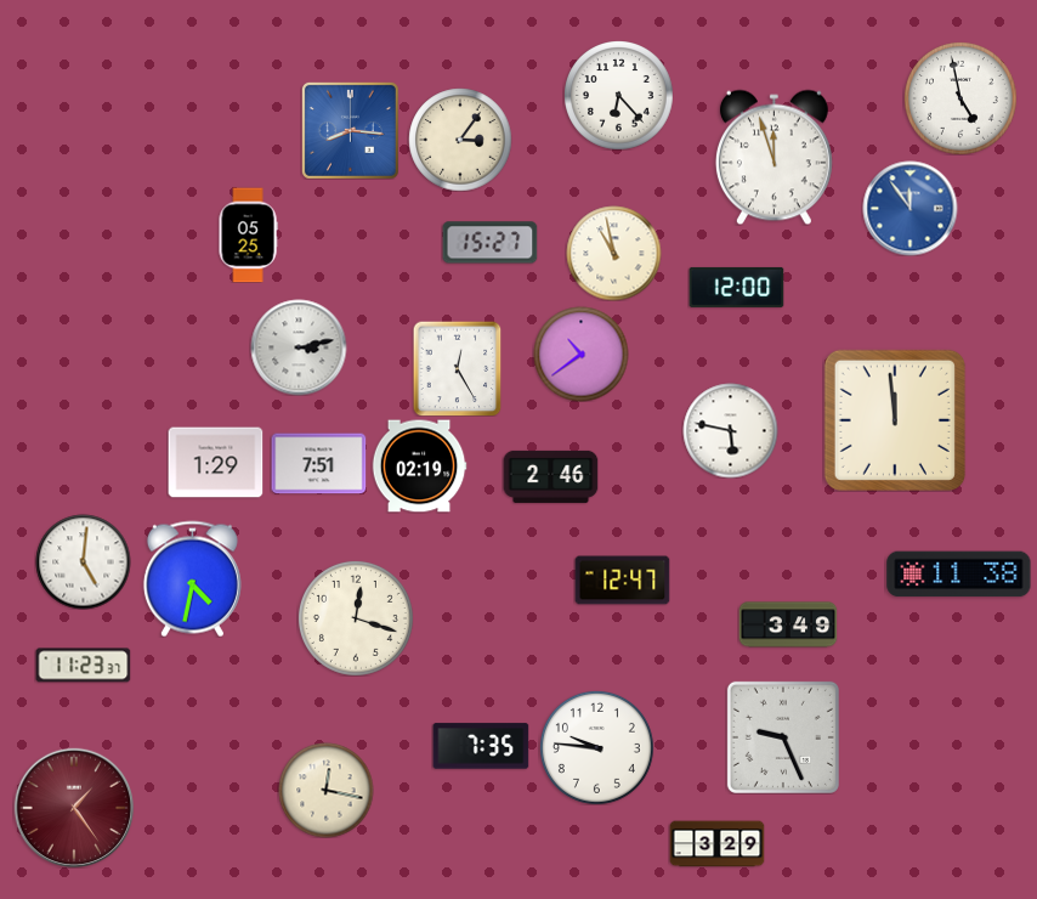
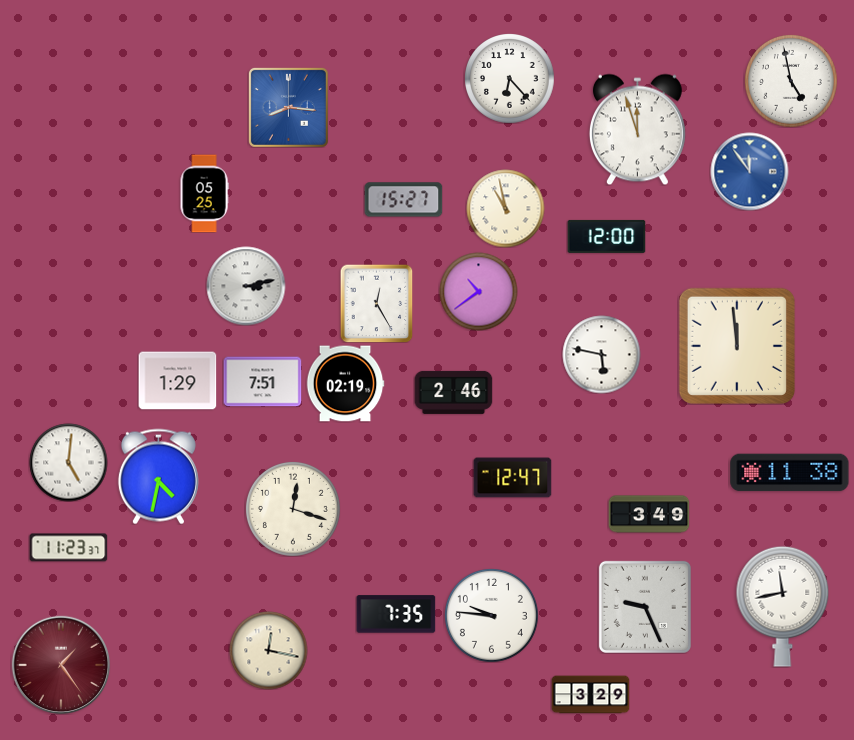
clock at (460, 140): 3:06 -> none
clock at (783, 606): none -> 11:43
